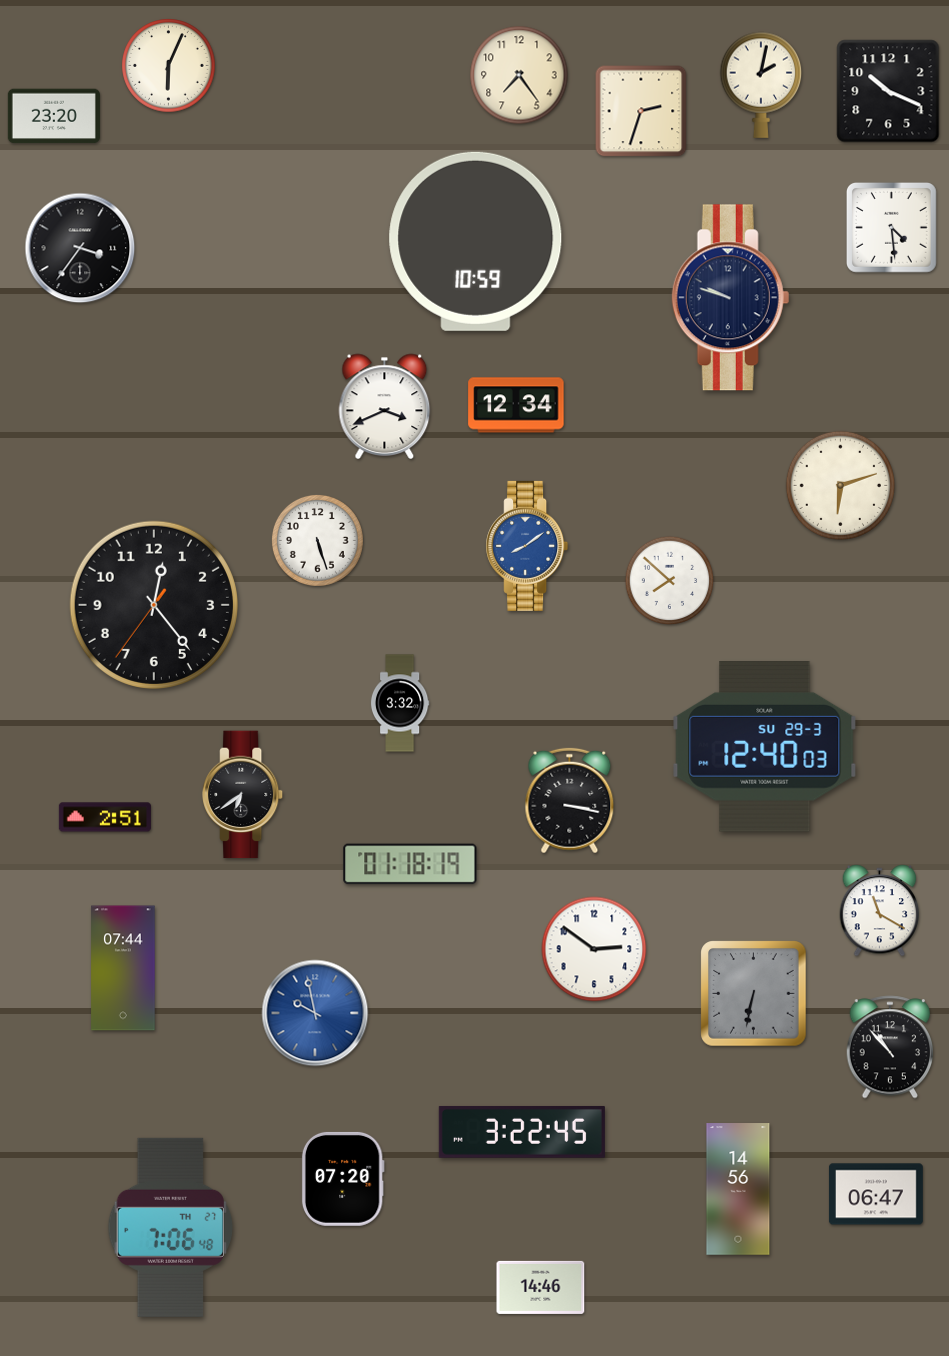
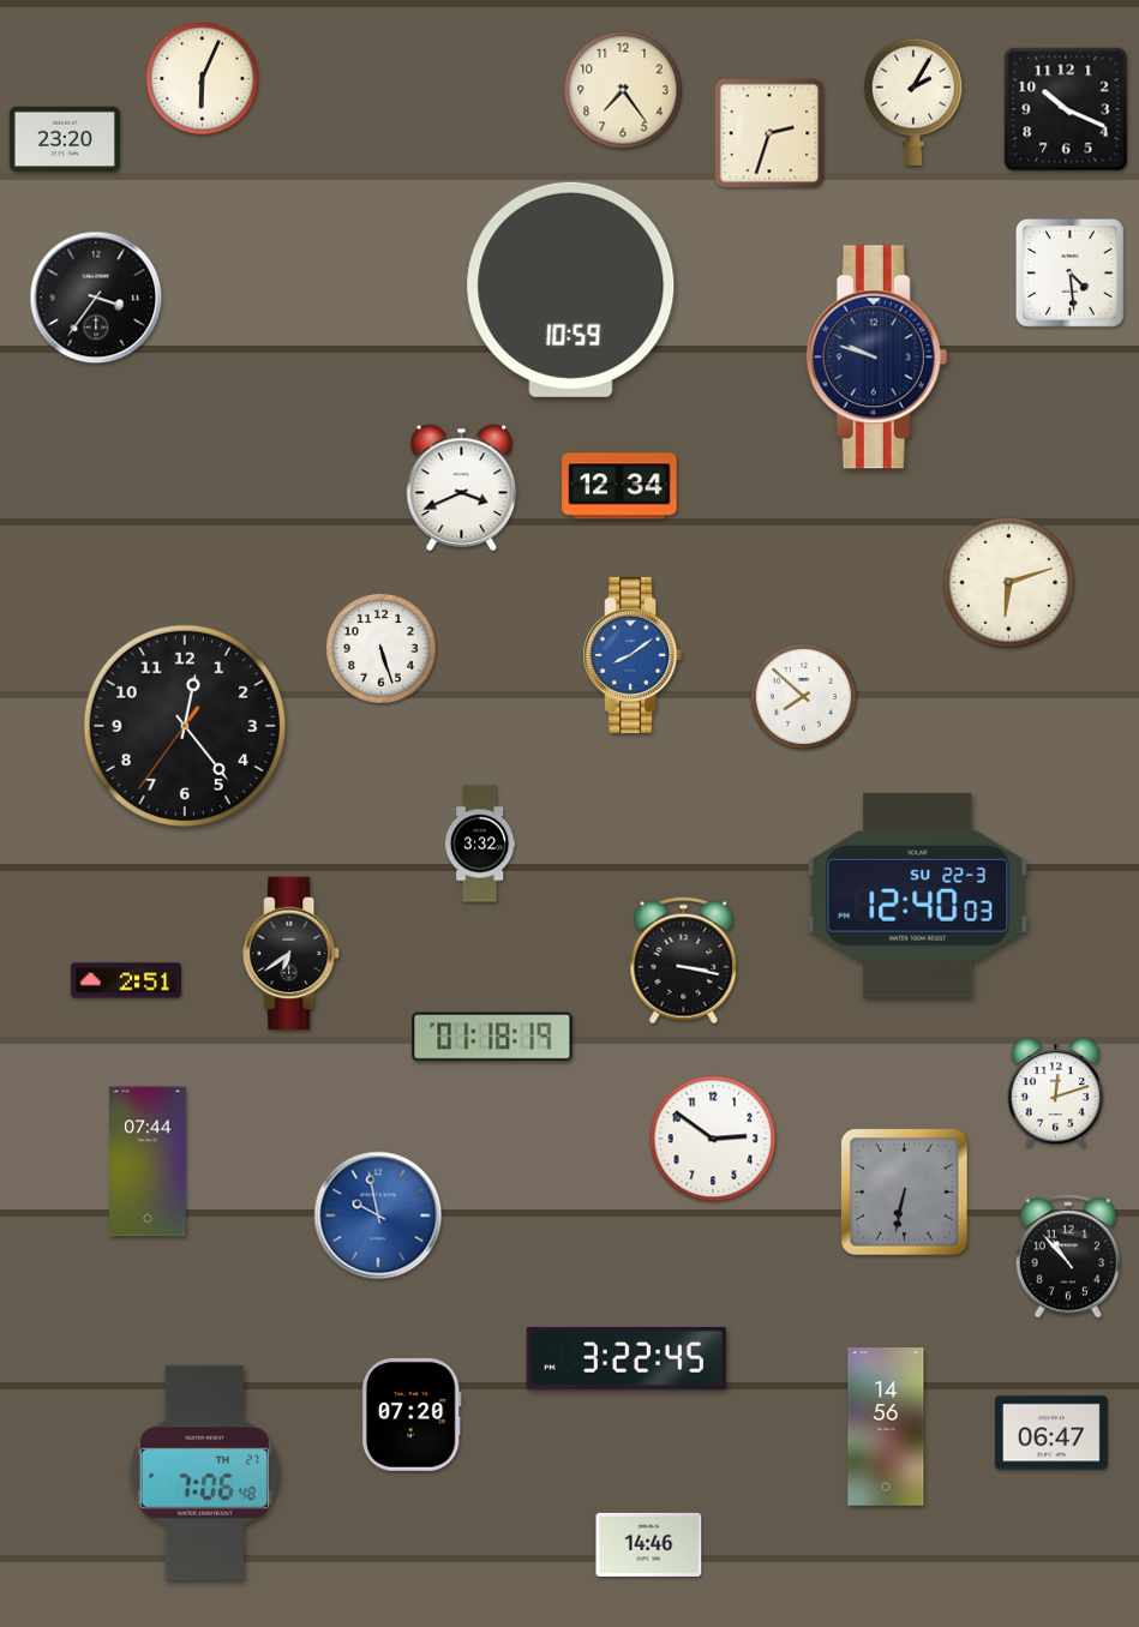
clock at (761, 85): 2:02 -> 2:05
clock at (765, 747) date: SU 29-3 -> SU 22-3
clock at (880, 911): 11:20 -> 12:12
